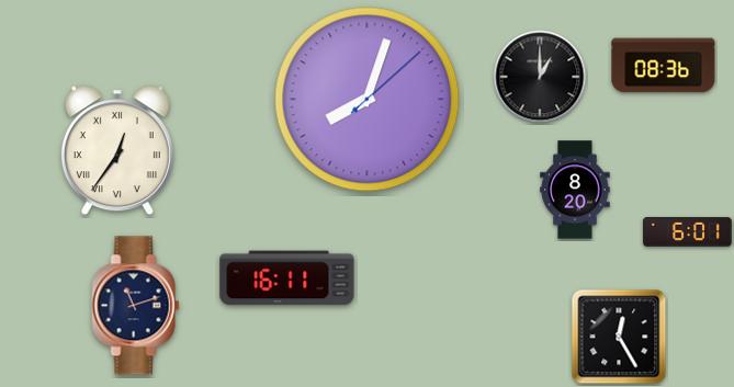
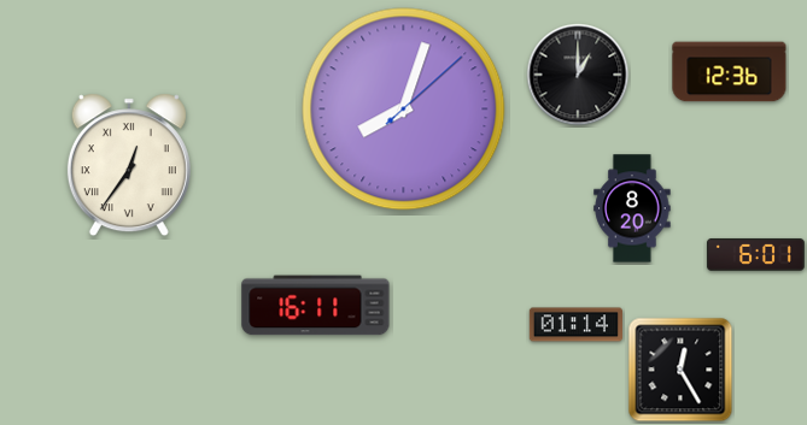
clock at (664, 66): 08:36 -> 12:36
clock at (540, 77) position: (540, 77) -> (578, 75)
clock at (575, 325): none -> 01:14
clock at (136, 306): 11:12 -> none
